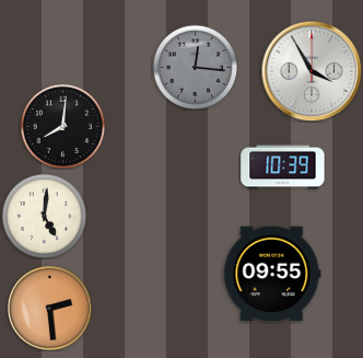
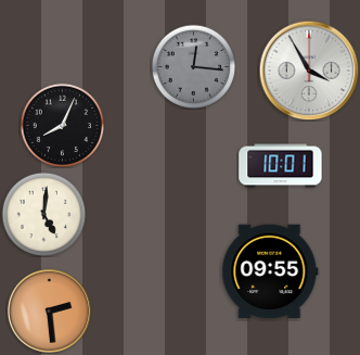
clock at (62, 126): 8:01 -> 8:04
clock at (283, 168): 10:39 -> 10:01
clock at (49, 308) position: (49, 308) -> (49, 310)
